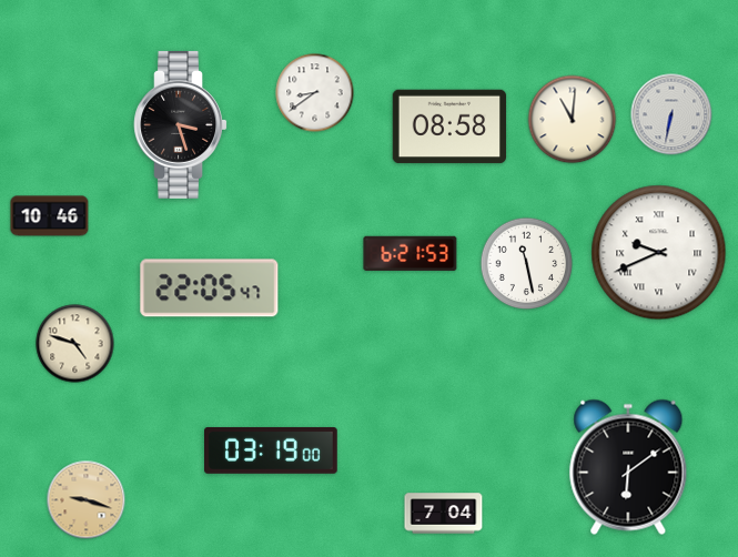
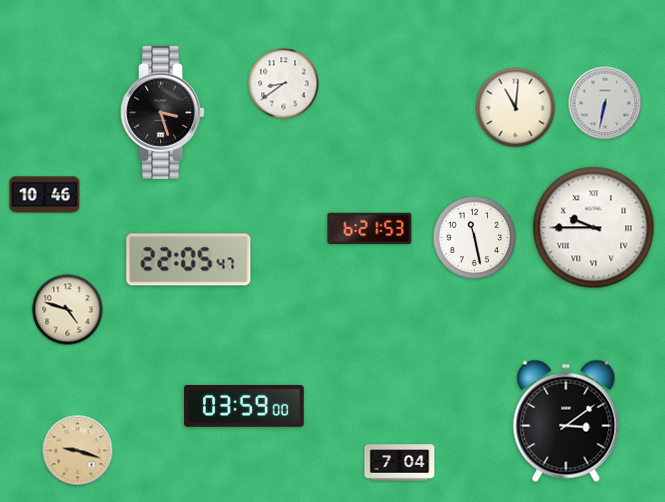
clock at (449, 126): 08:58 -> none
clock at (659, 253): 9:41 -> 9:45
clock at (271, 450): 03:19 -> 03:59
clock at (628, 467): 6:09 -> 3:09
